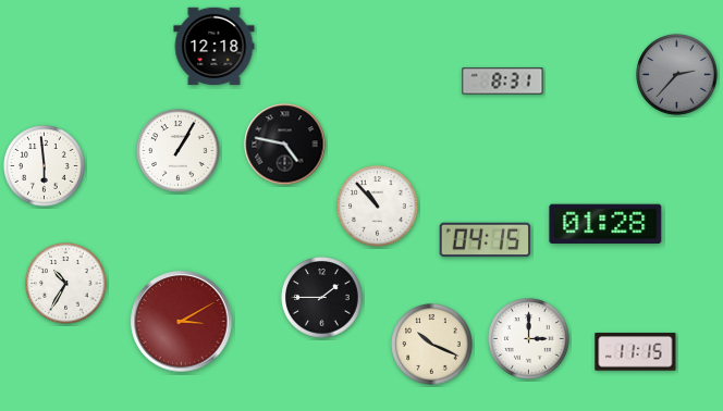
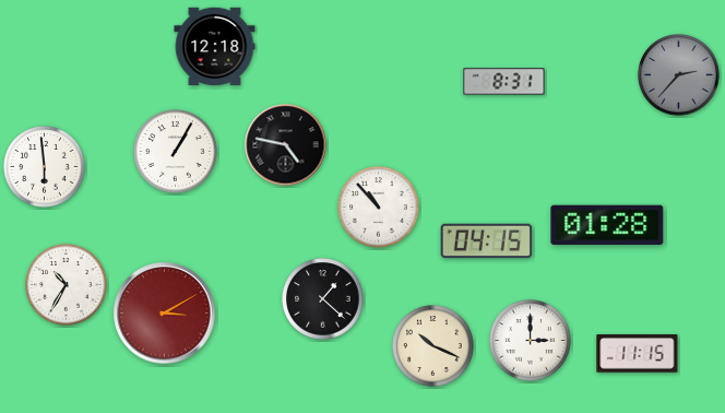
clock at (179, 151) position: (179, 151) -> (176, 152)
clock at (322, 298): 1:45 -> 1:22
clock at (182, 322) position: (182, 322) -> (165, 314)
